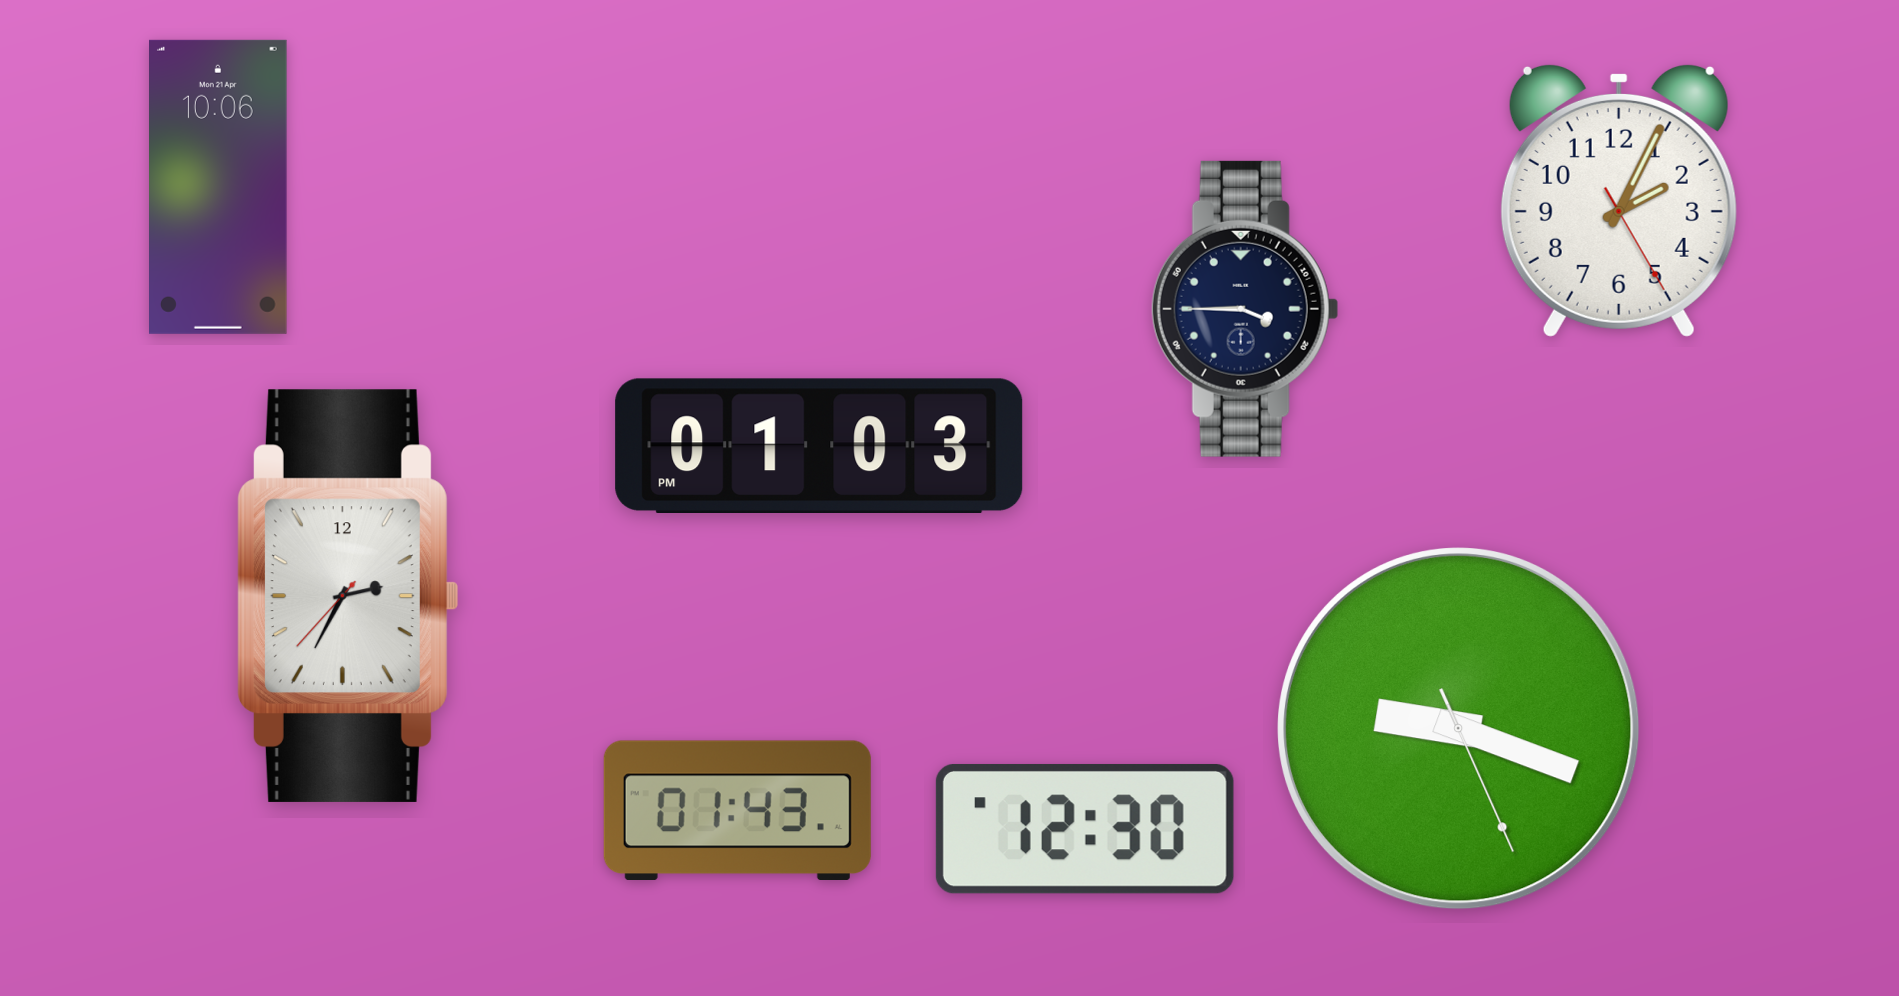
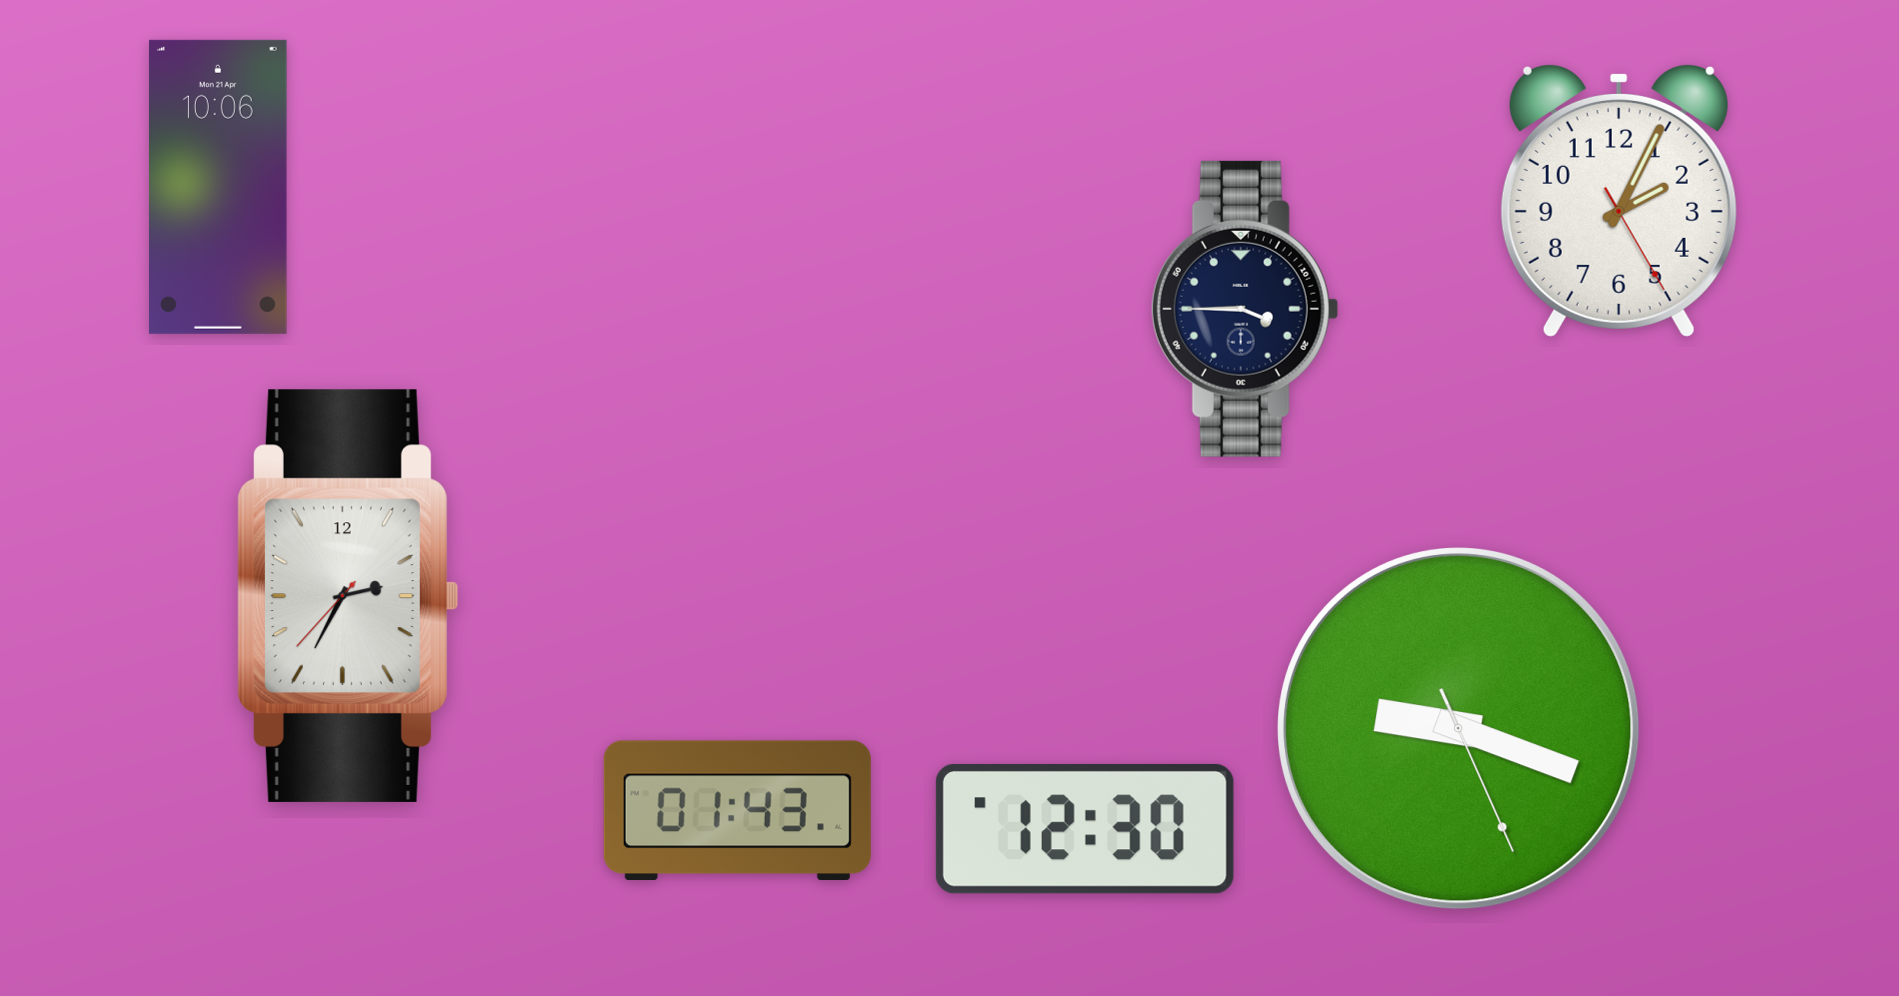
clock at (819, 445): 01:03 -> none
